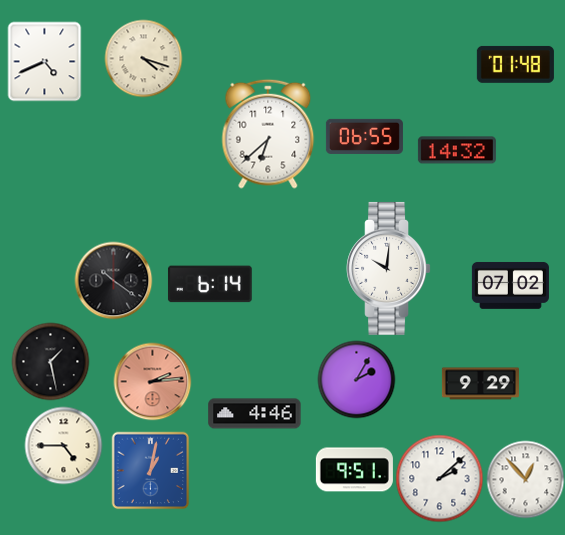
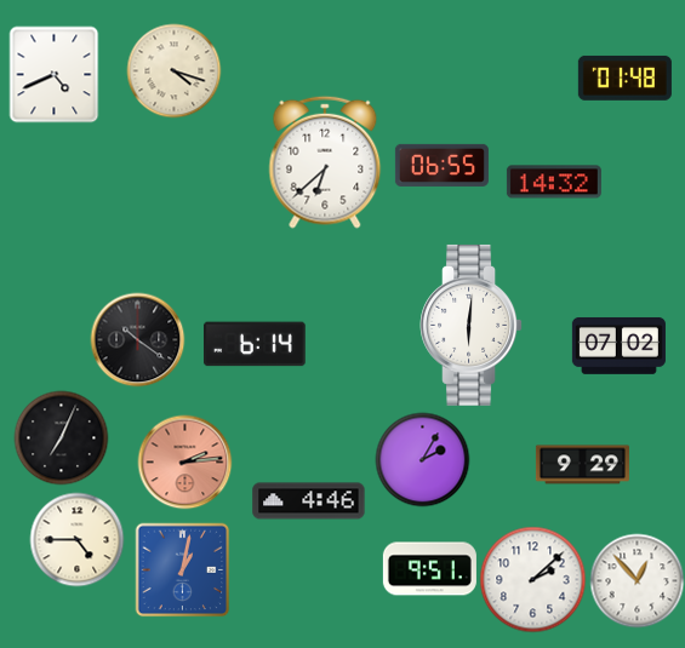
clock at (388, 268): 10:01 -> 6:01
clock at (50, 361): 1:28 -> 7:04
clock at (356, 379) position: (356, 379) -> (422, 459)
